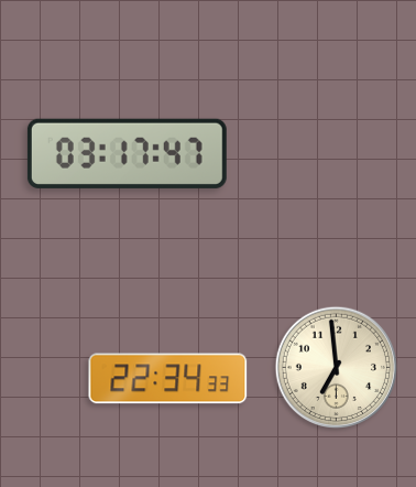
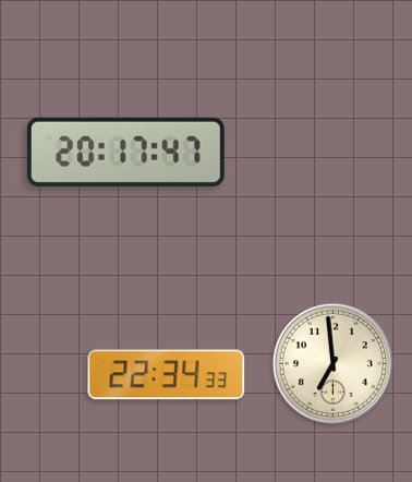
clock at (127, 153): 03:17 -> 20:17
